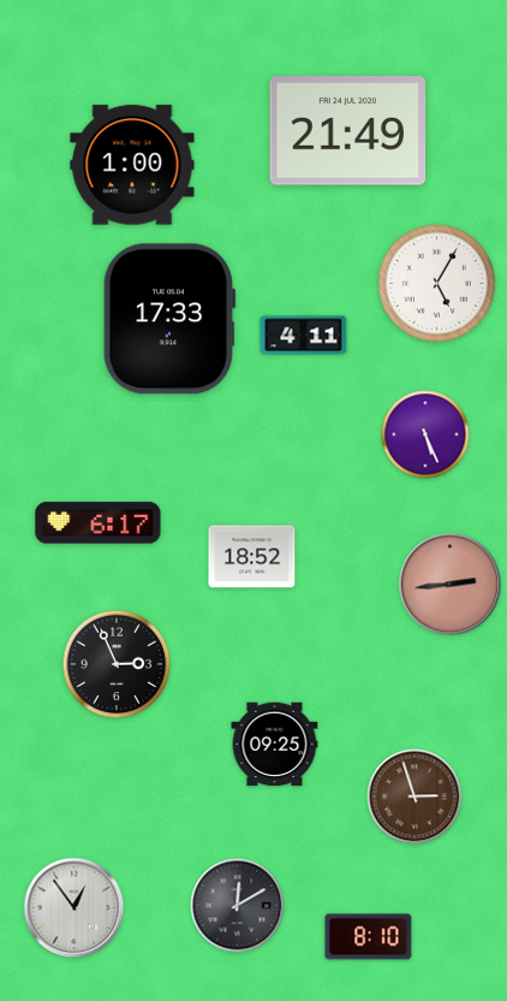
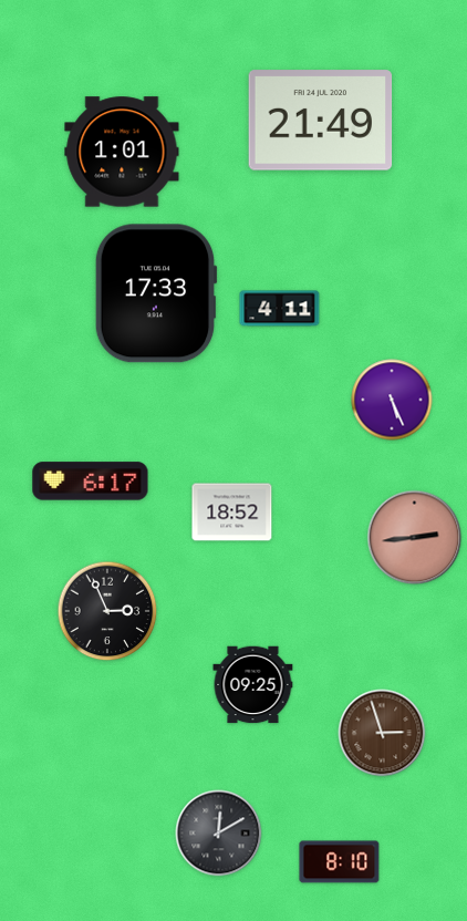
clock at (132, 165): 1:00 -> 1:01
clock at (436, 283): 5:05 -> none
clock at (74, 908): 12:54 -> none
